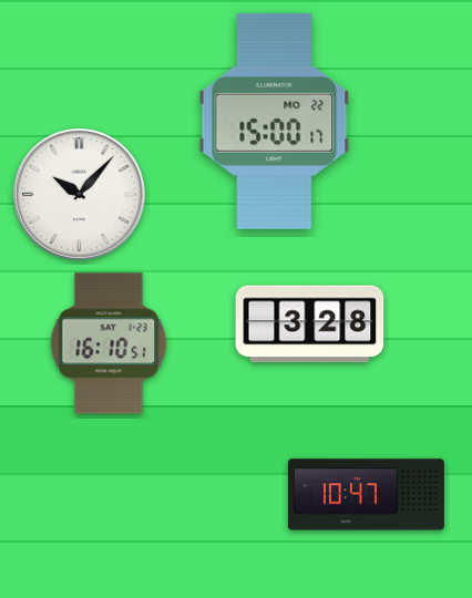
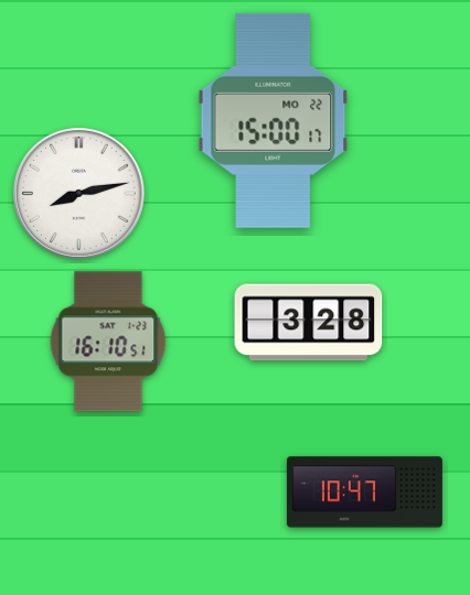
clock at (79, 194): 10:07 -> 8:13
